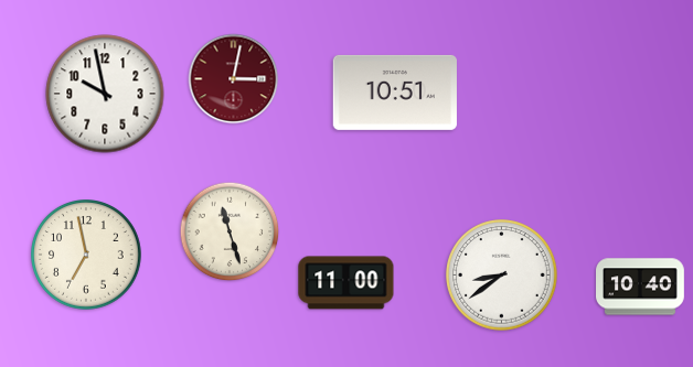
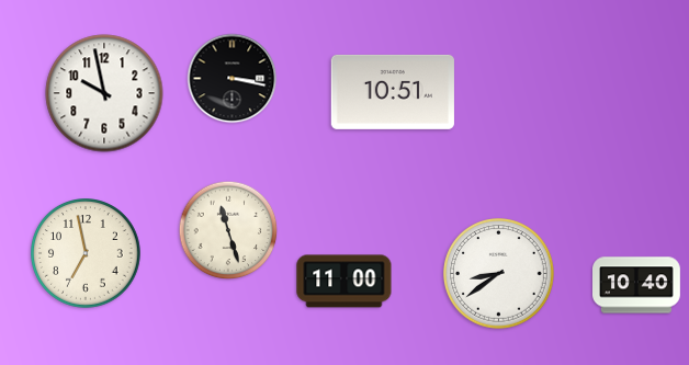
clock at (234, 79): 3:02 -> 3:17
clock at (234, 79) dial: burgundy -> black
